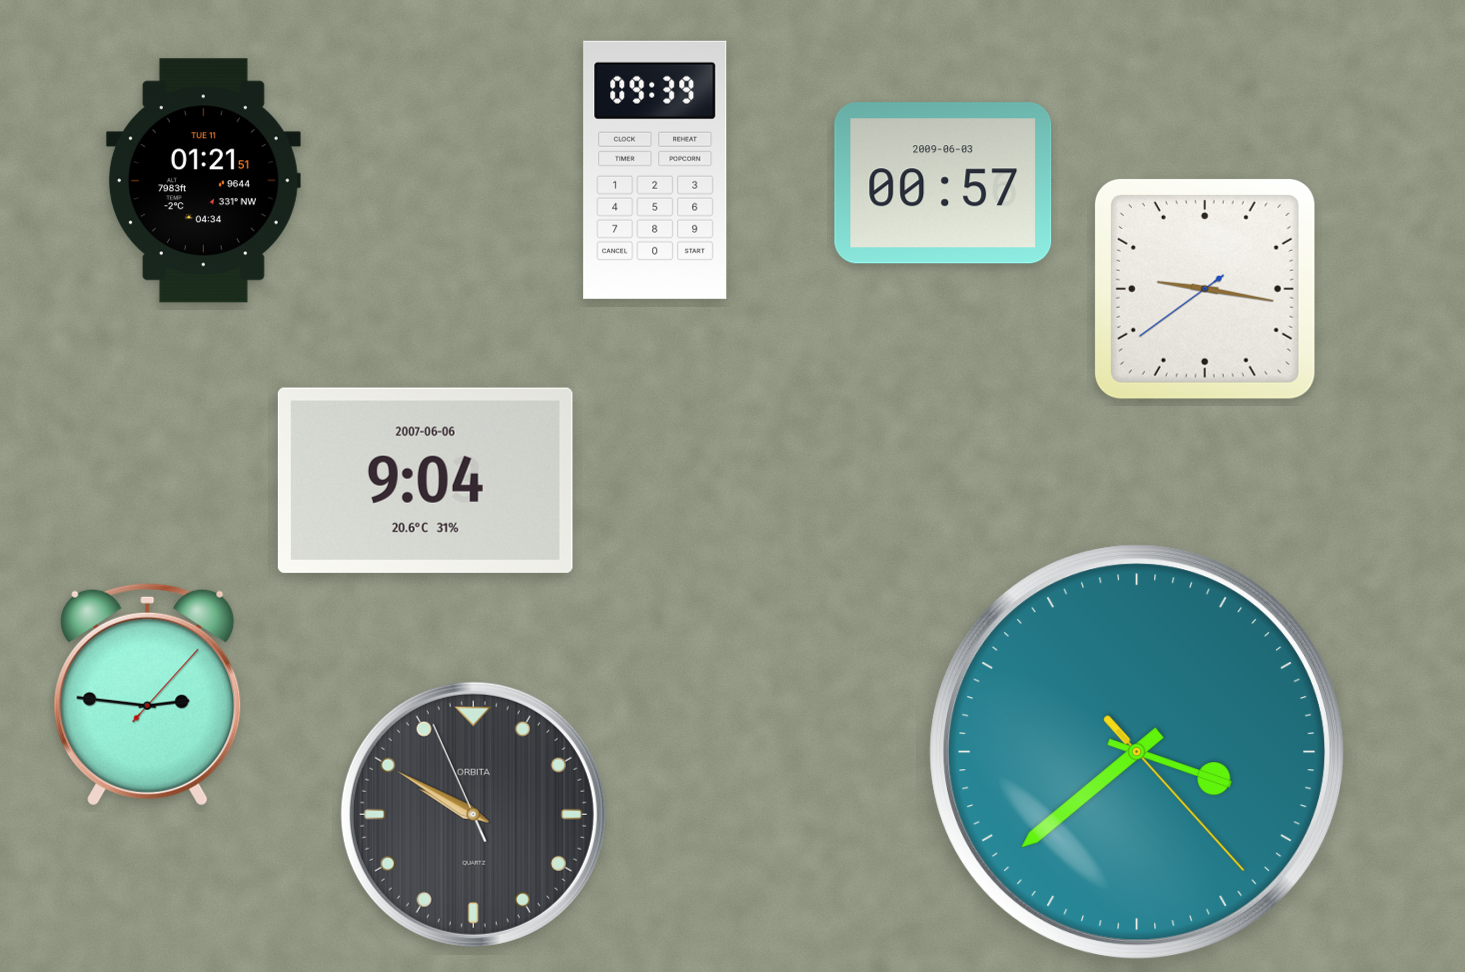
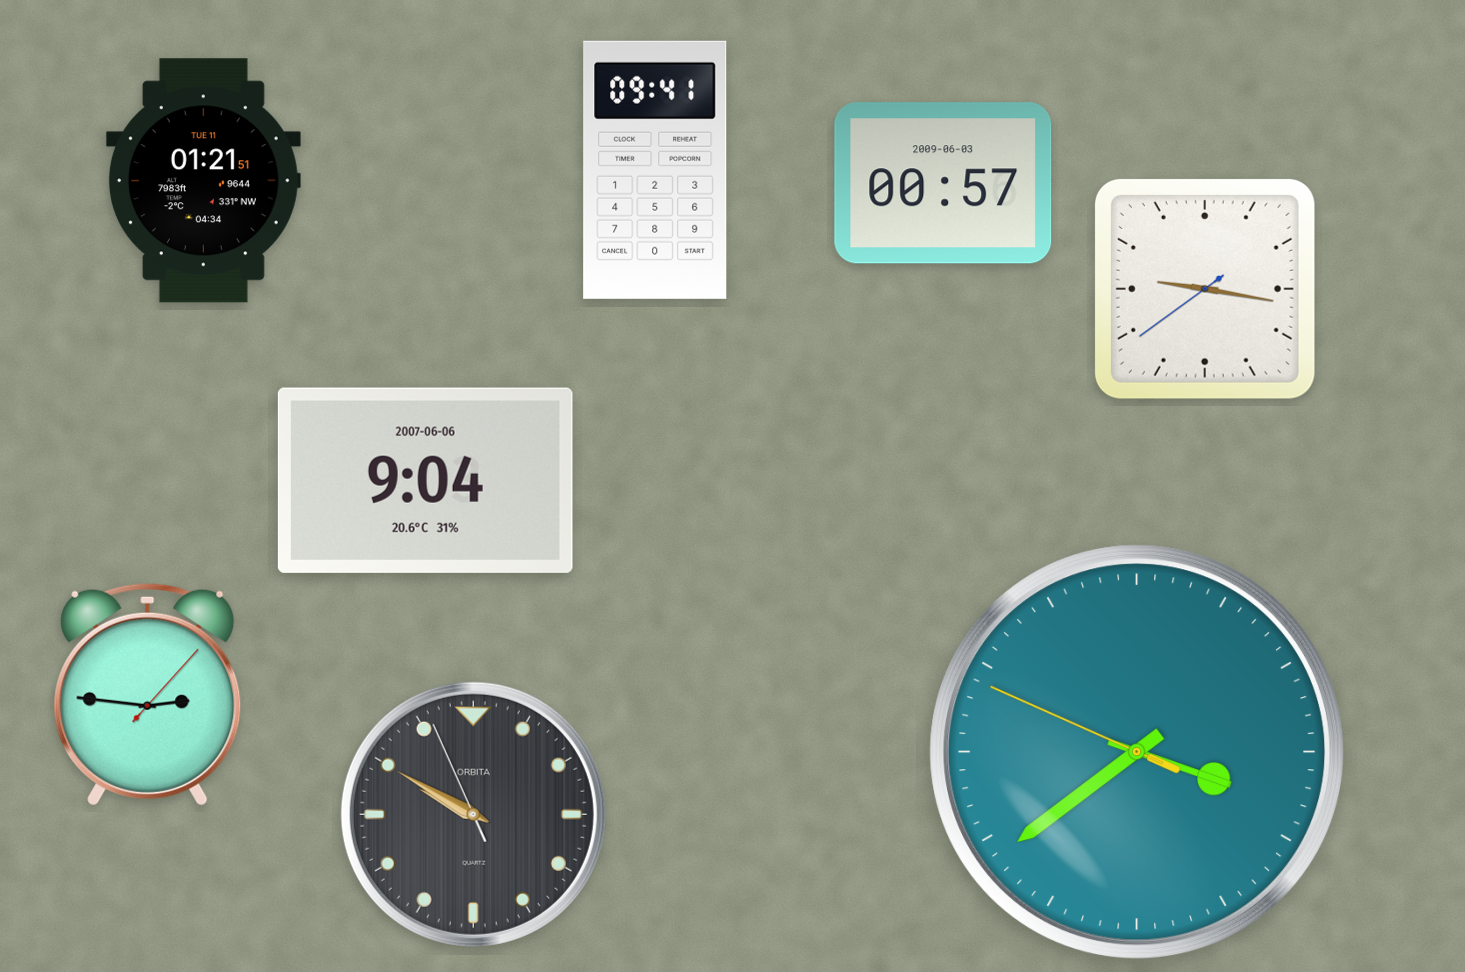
clock at (655, 170): 09:39 -> 09:41
clock at (1137, 752): 3:38:23 -> 3:38:49
